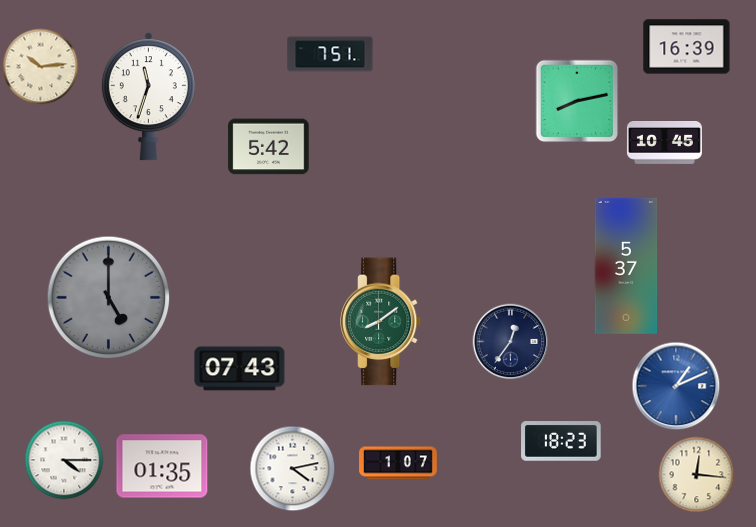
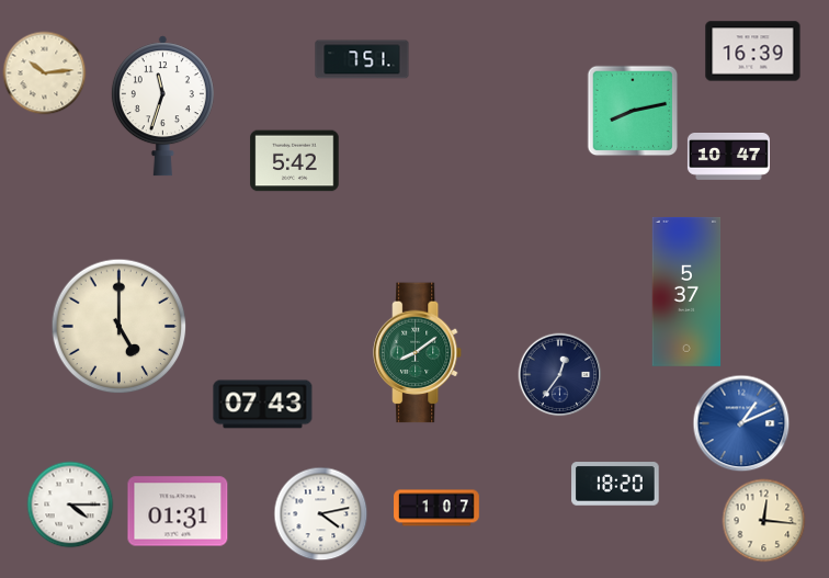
clock at (664, 143): 10:45 -> 10:47
clock at (109, 298) dial: grey -> cream
clock at (561, 441): 18:23 -> 18:20
clock at (162, 466): 01:35 -> 01:31
